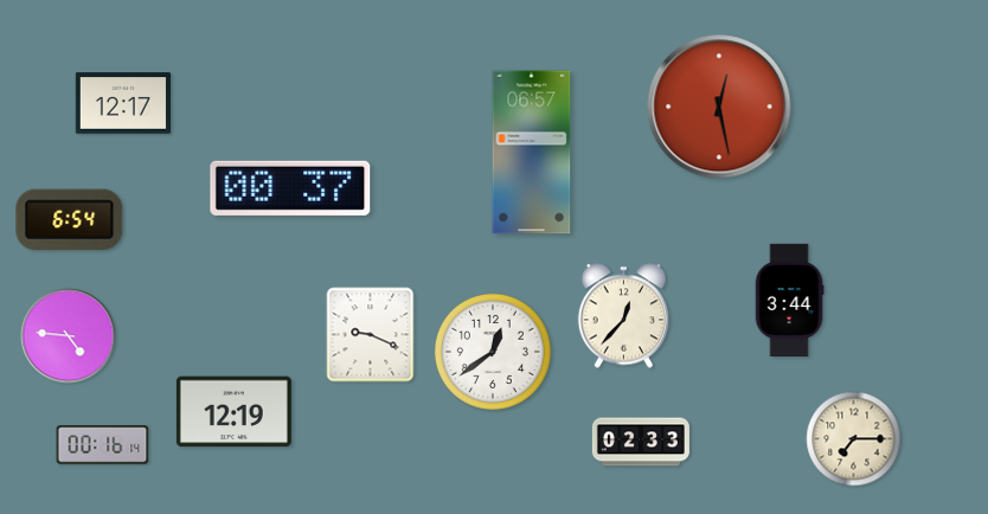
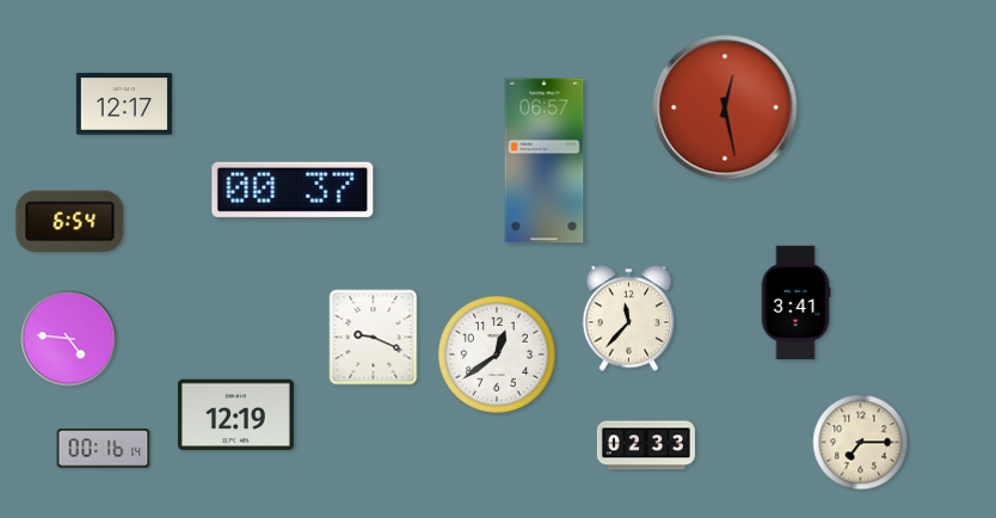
clock at (532, 153) position: (532, 153) -> (545, 161)
clock at (789, 301): 3:44 -> 3:41
clock at (624, 316): 12:37 -> 11:37
